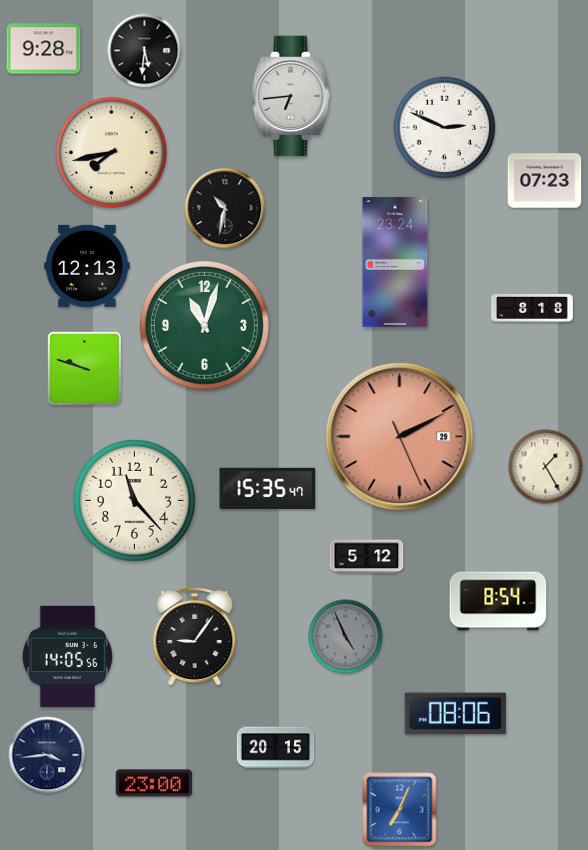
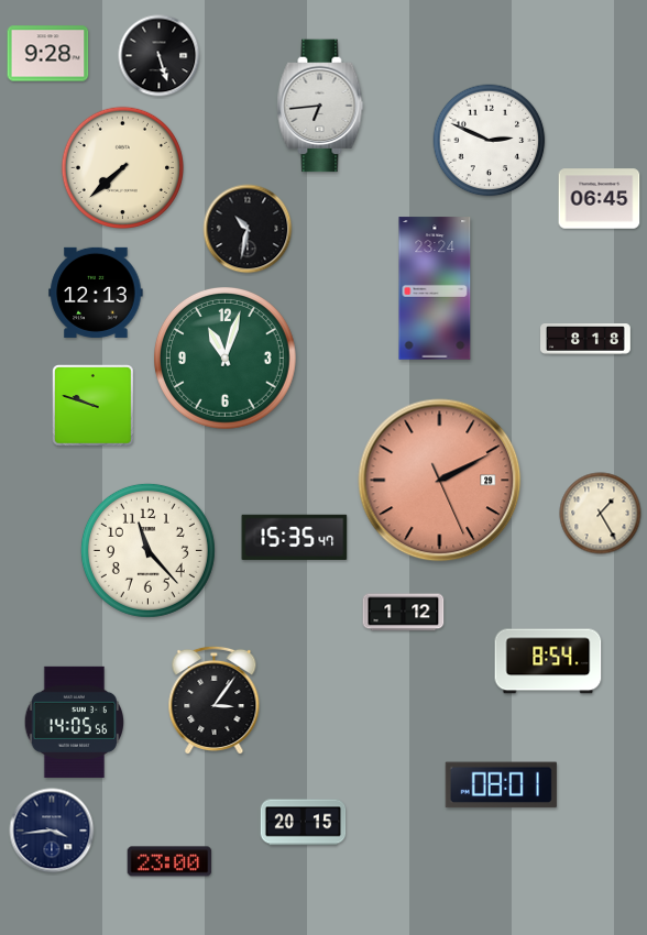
clock at (145, 51): 5:31 -> 5:27
clock at (111, 152): 7:43 -> 7:38
clock at (545, 181): 07:23 -> 06:45
clock at (367, 557): 5:12 -> 1:12
clock at (195, 637): 9:06 -> 3:06
clock at (346, 637): 4:56 -> none
clock at (455, 714): 08:06 -> 08:01
clock at (400, 810): 7:04 -> none
